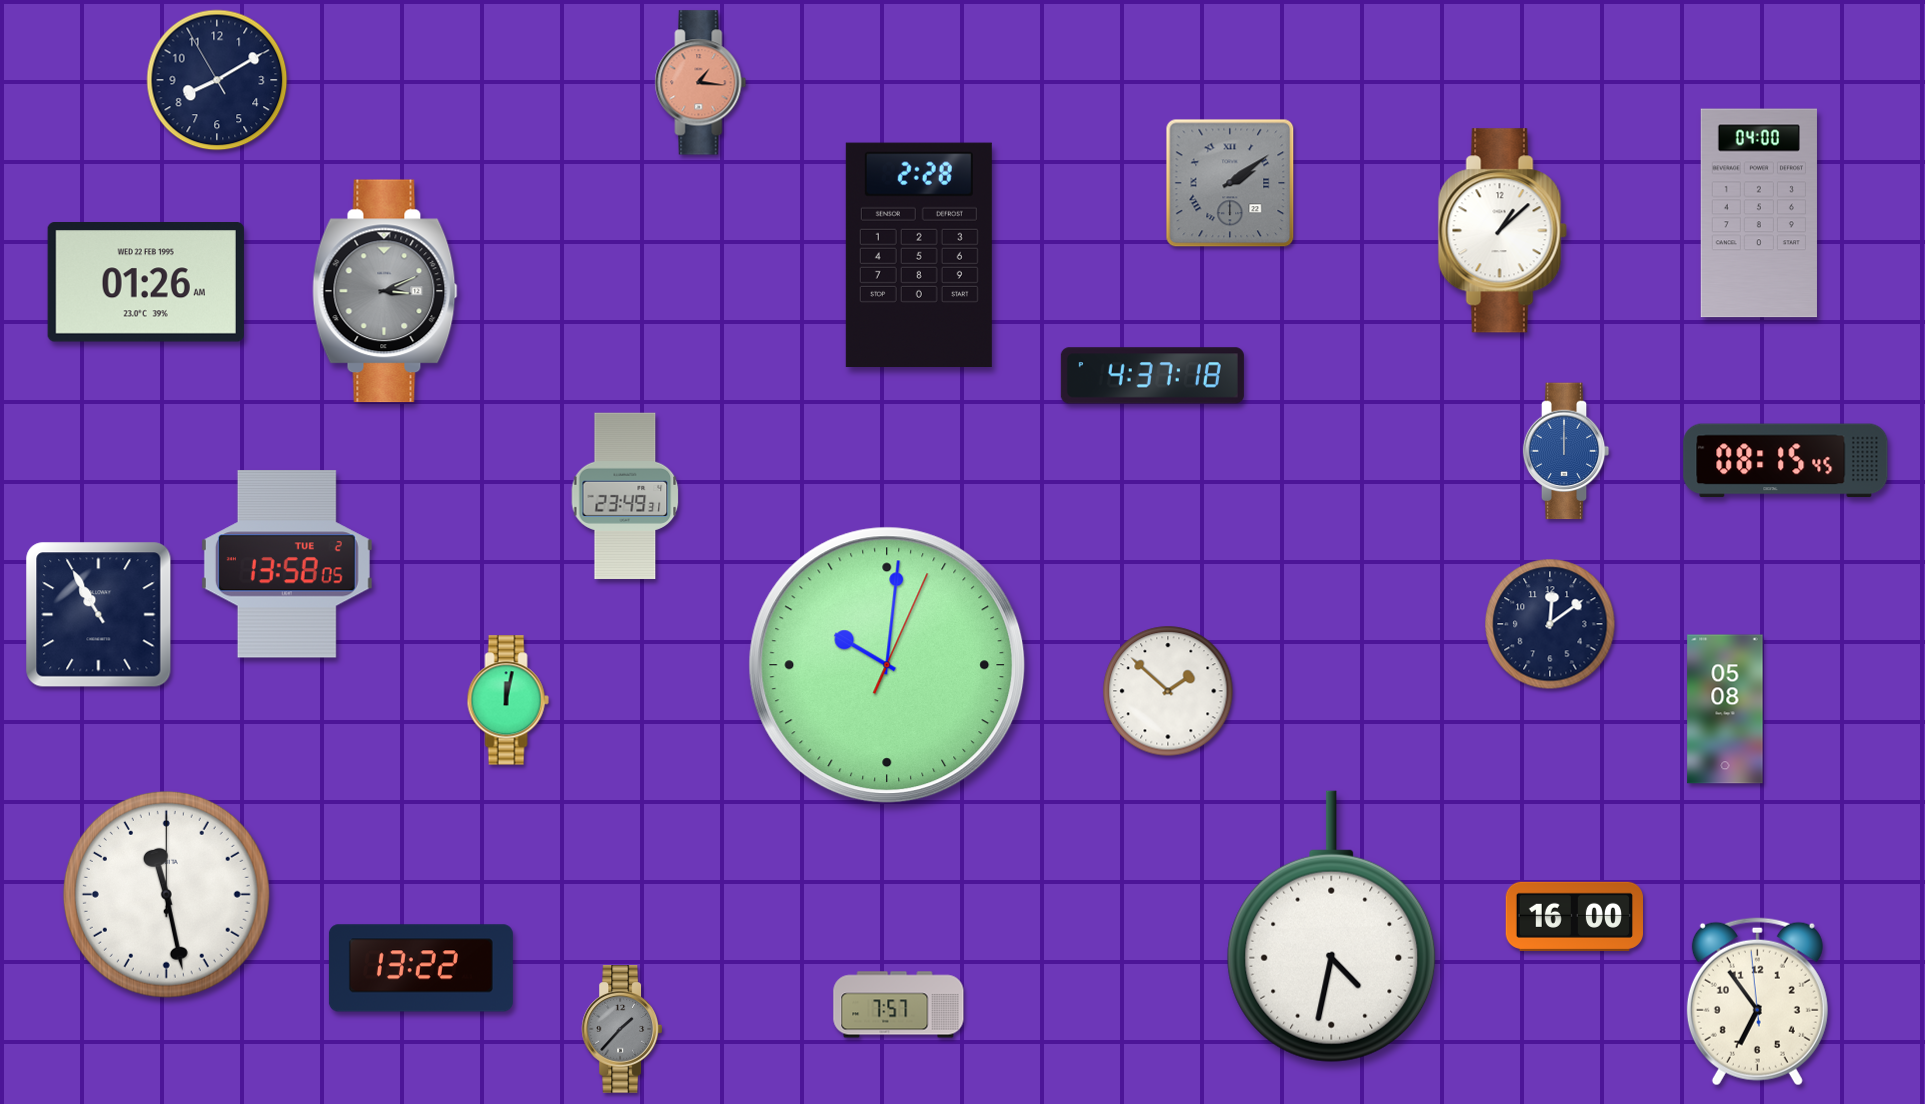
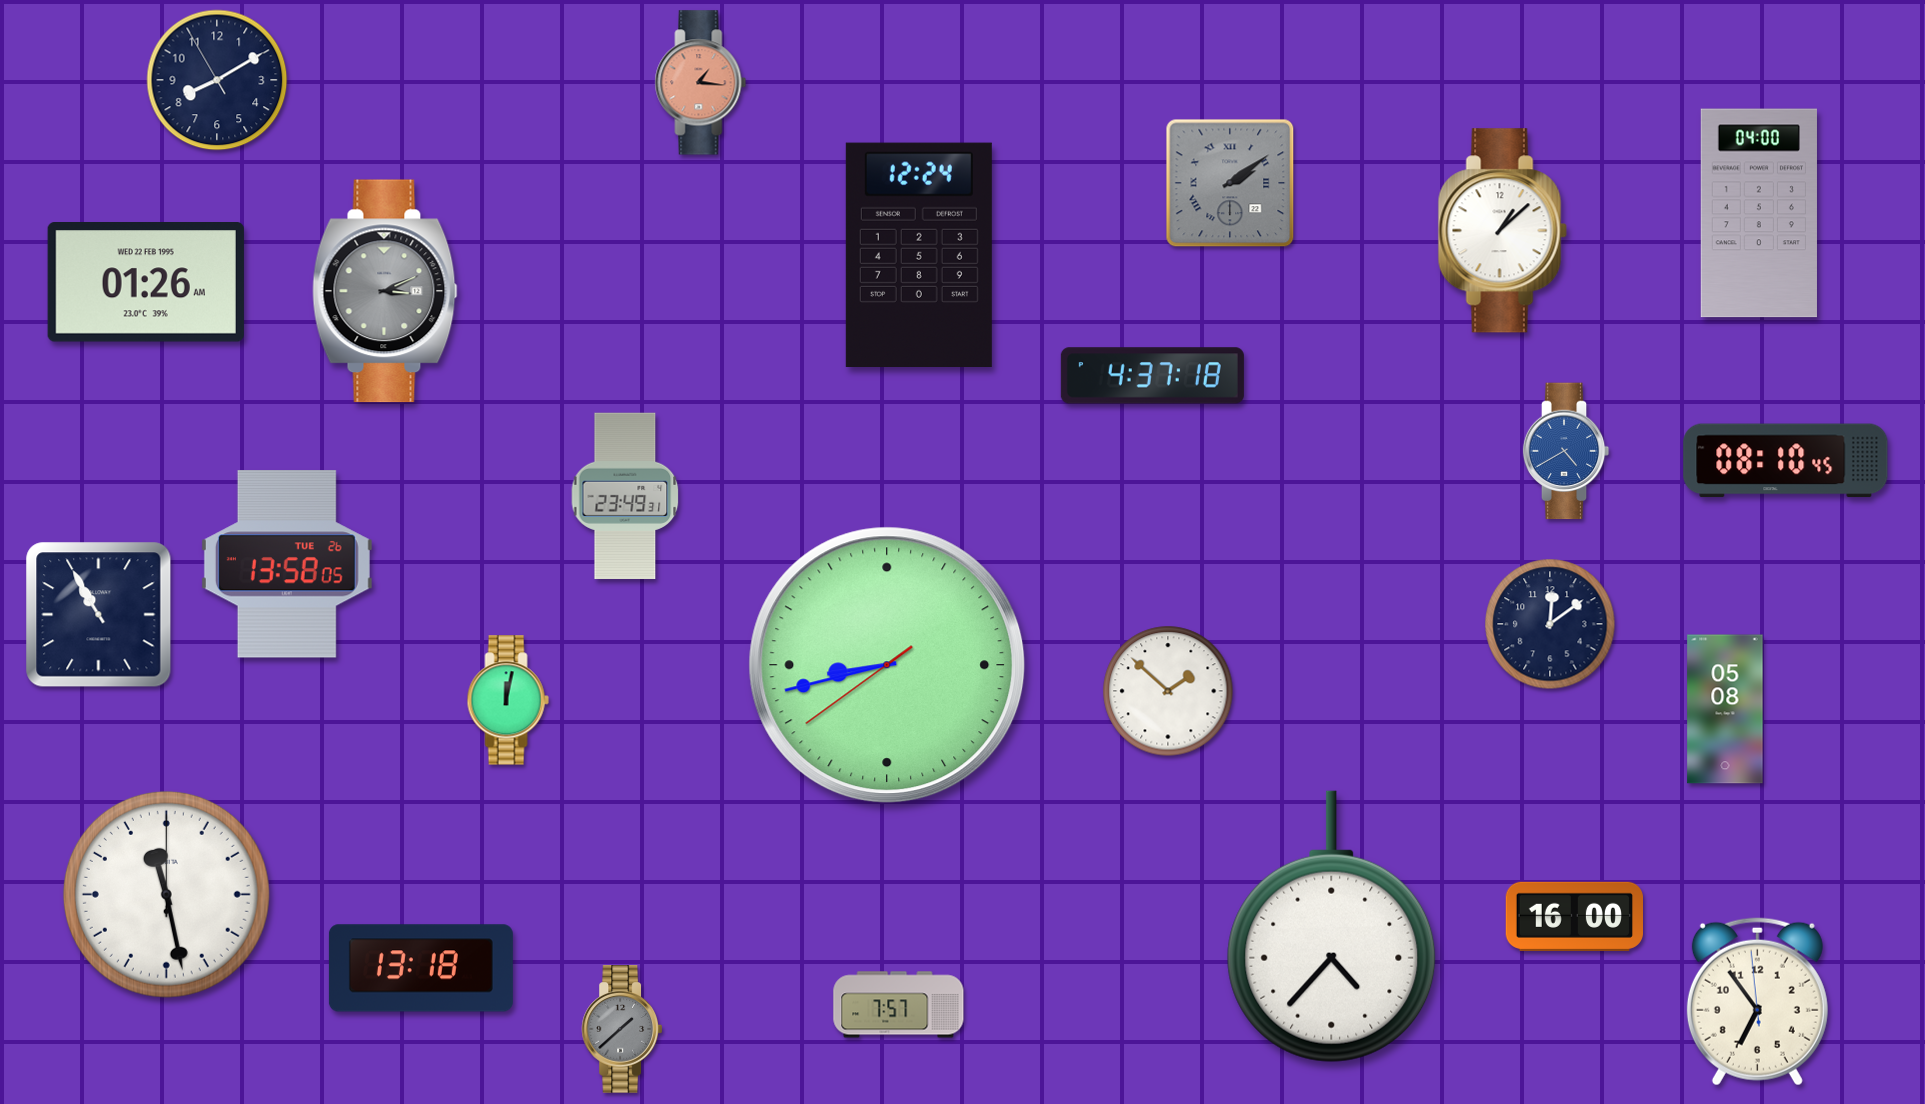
clock at (919, 254): 2:28 -> 12:24
clock at (1566, 451): 12:00 -> 4:40
clock at (1786, 461): 08:15 -> 08:10
clock at (287, 564) date: TUE 2 -> TUE 26
clock at (887, 665): 10:01 -> 8:42
clock at (1332, 927): 4:32 -> 4:37
clock at (421, 968): 13:22 -> 13:18
clock at (621, 1029): 1:37 -> 1:38
